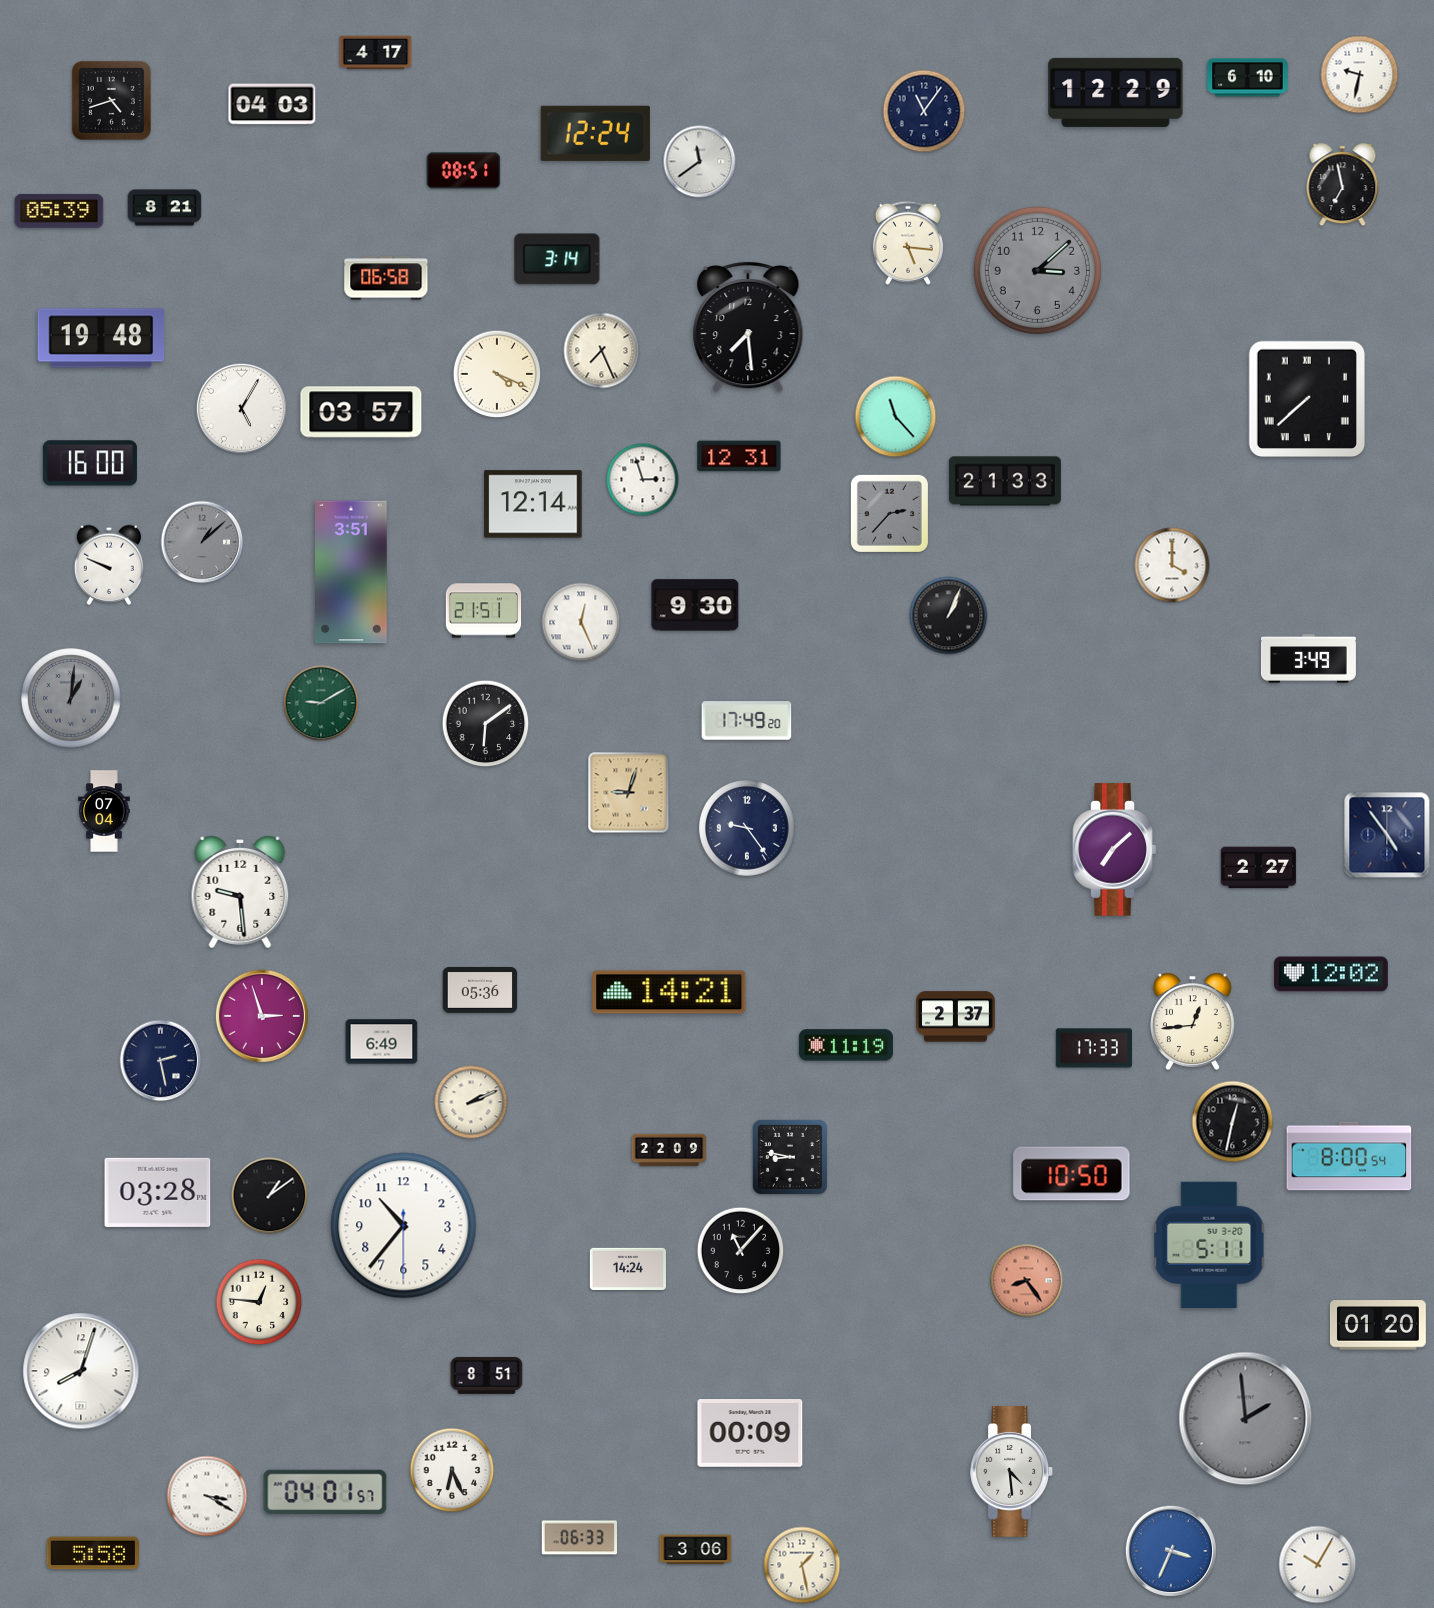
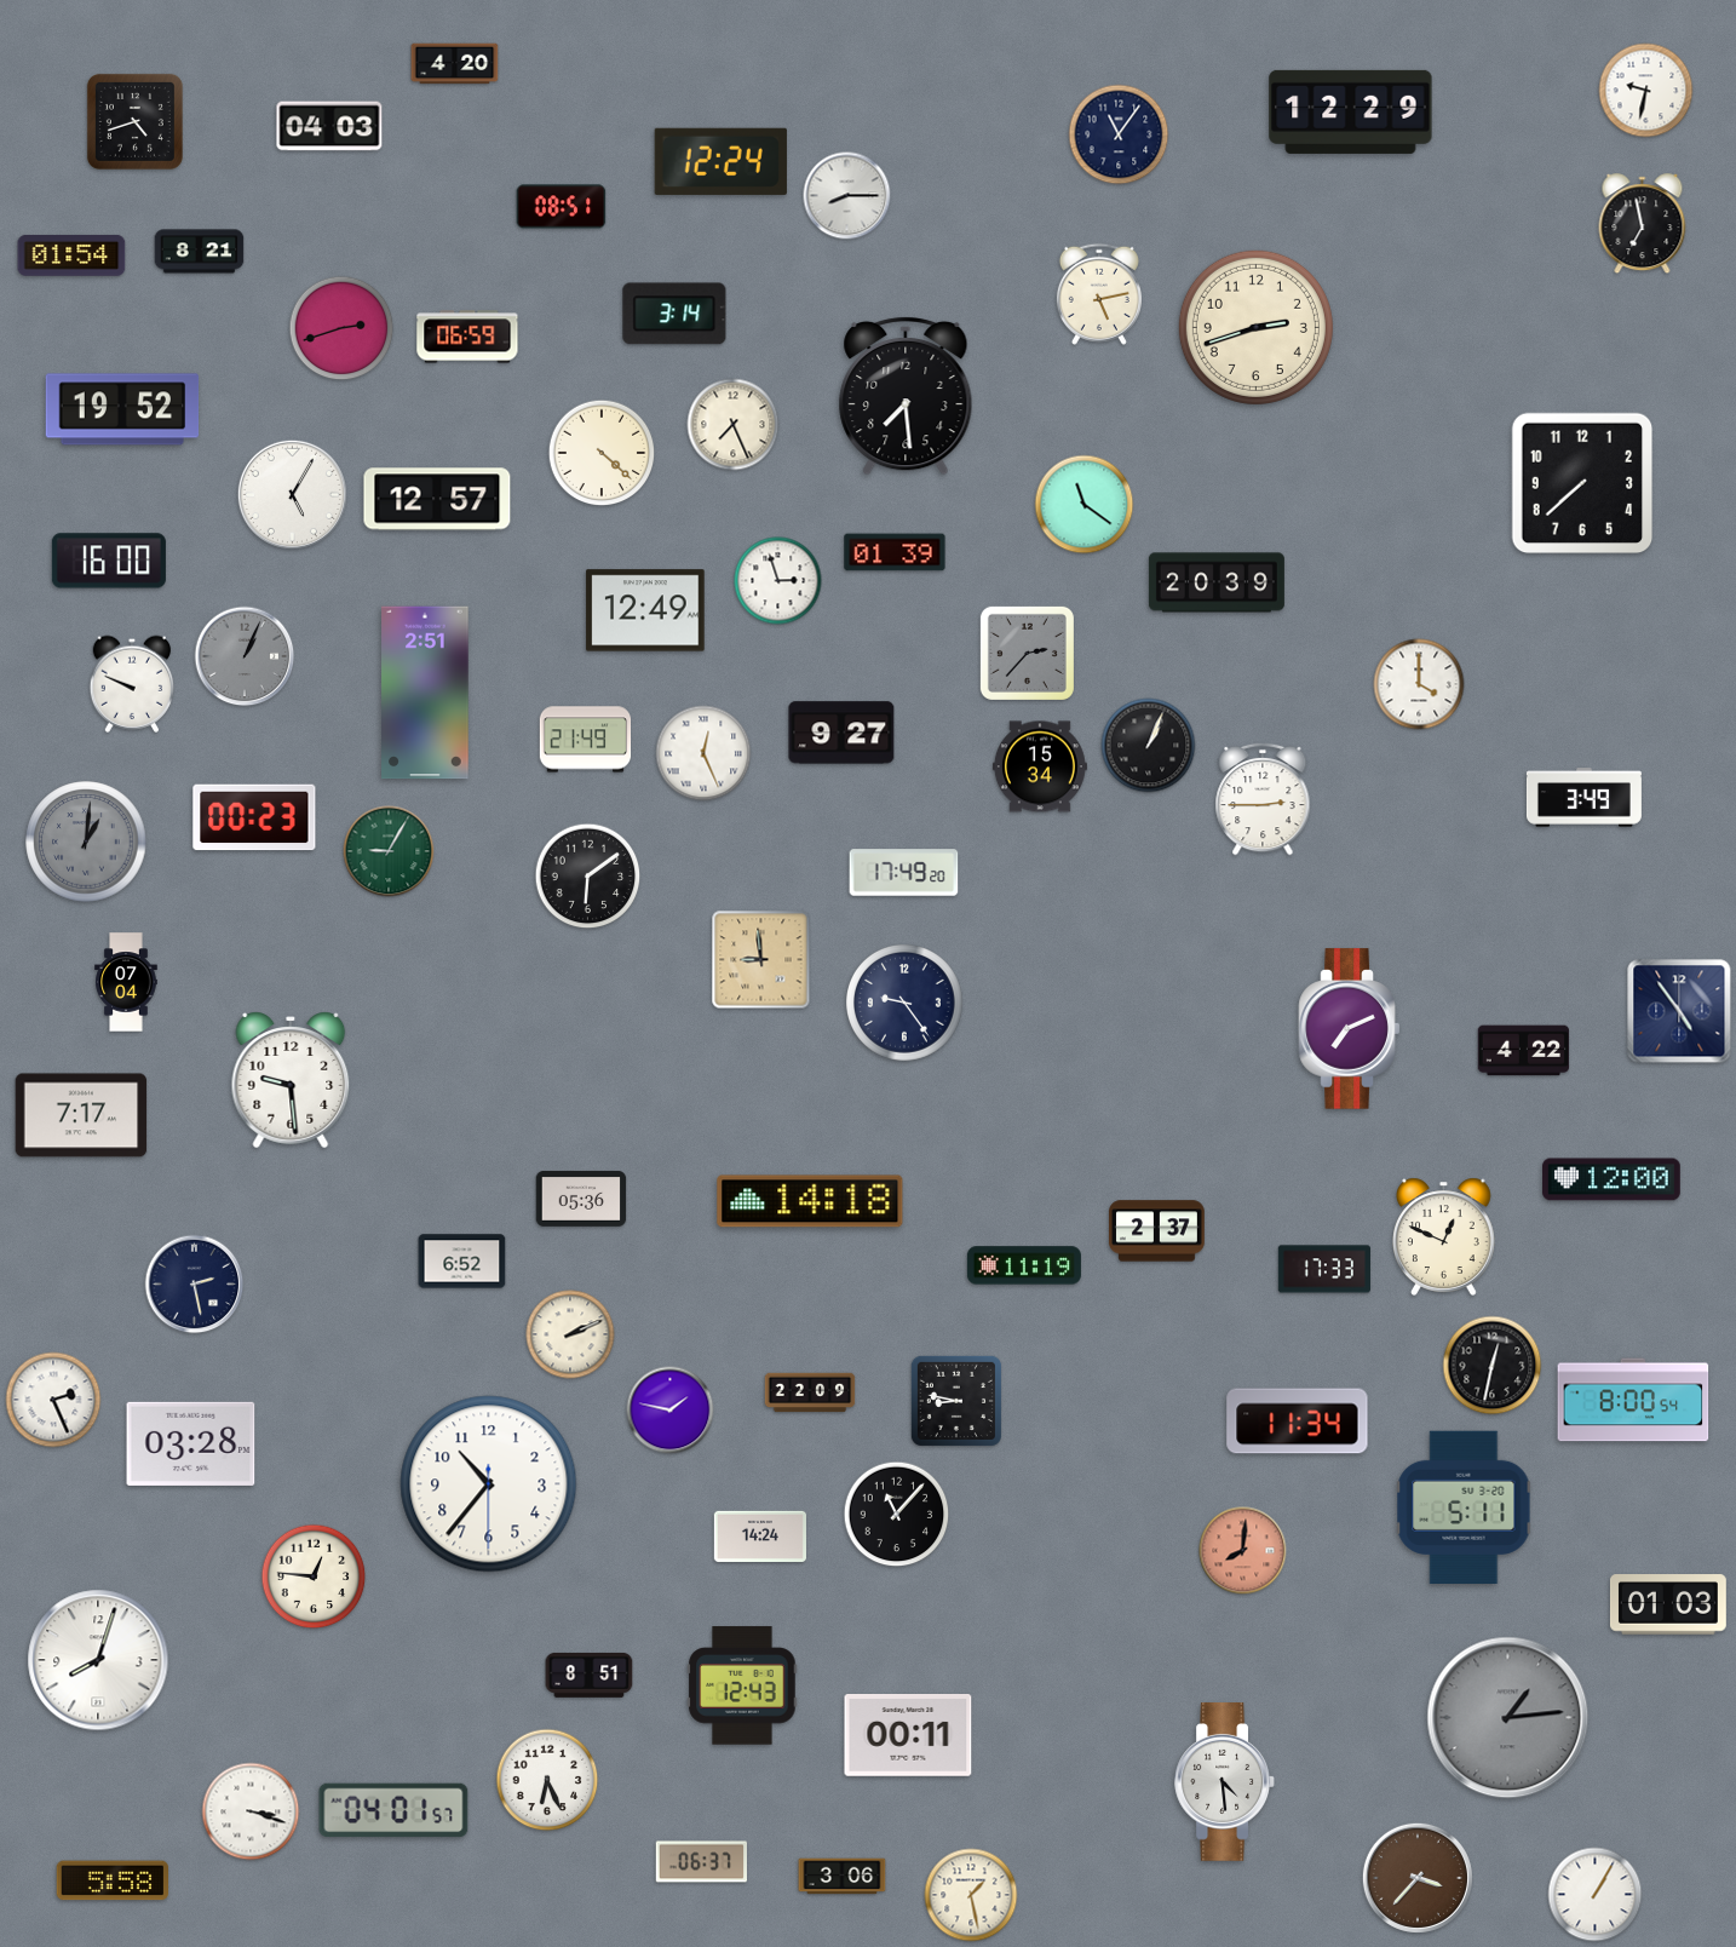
clock at (376, 53): 4:17 -> 4:20
clock at (1248, 78): 6:10 -> none
clock at (700, 162): 11:39 -> 8:15
clock at (1343, 185) position: (1343, 185) -> (1643, 224)
clock at (59, 211): 05:39 -> 01:54
clock at (908, 243): 5:16 -> 5:13
clock at (1037, 270): 3:08 -> 2:42
clock at (1037, 270) dial: grey -> cream
clock at (341, 328): none -> 2:42
clock at (386, 278): 06:58 -> 06:59
clock at (101, 338): 19:48 -> 19:52
clock at (602, 351) position: (602, 351) -> (734, 425)
clock at (497, 374): 4:19 -> 4:22
clock at (1307, 399) numerals: Roman -> Arabic
clock at (361, 412): 03:57 -> 12:57
clock at (896, 417): 11:23 -> 11:21
clock at (739, 456): 12:31 -> 01:39
clock at (1005, 481): 21:33 -> 20:39
clock at (533, 504): 12:14 -> 12:49
clock at (889, 513) position: (889, 513) -> (1027, 653)
clock at (202, 542): 1:08 -> 1:04
clock at (351, 572): 3:51 -> 2:51
clock at (695, 605): 9:30 -> 9:27
clock at (484, 611): 21:51 -> 21:49
clock at (1040, 766): none -> 15:34
clock at (1263, 799): none -> 2:45
clock at (254, 817): none -> 00:23
clock at (71, 698) position: (71, 698) -> (86, 842)
clock at (321, 703): 9:10 -> 9:05
clock at (629, 793): 9:03 -> 8:59
clock at (1115, 850): 7:08 -> 7:11
clock at (1259, 868): 2:27 -> 4:22
clock at (81, 1115): none -> 7:17
clock at (1331, 974): 12:02 -> 12:00
clock at (669, 992): 14:21 -> 14:18
clock at (262, 1016): 2:57 -> none
clock at (1193, 1021): 12:44 -> 12:49
clock at (382, 1042): 6:49 -> 6:52
clock at (1233, 1122) position: (1233, 1122) -> (1493, 1366)
clock at (53, 1400): none -> 2:26
clock at (671, 1411): none -> 1:47
clock at (1072, 1174): 10:50 -> 11:34
clock at (270, 1196): 1:09 -> none
clock at (1027, 1281): 8:24 -> 8:01
clock at (1378, 1325): 01:20 -> 01:03
clock at (487, 1375) position: (487, 1375) -> (590, 1675)
clock at (742, 1685): none -> 12:43
clock at (1246, 1419): 1:59 -> 1:14
clock at (750, 1434): 00:09 -> 00:11
clock at (325, 1492) position: (325, 1492) -> (393, 1810)
clock at (207, 1496): 3:20 -> 3:18
clock at (579, 1538): 06:33 -> 06:37
clock at (1171, 1551): 3:34 -> 3:37
clock at (1171, 1551) dial: blue -> brown
clock at (1318, 1565): 10:05 -> 1:05
